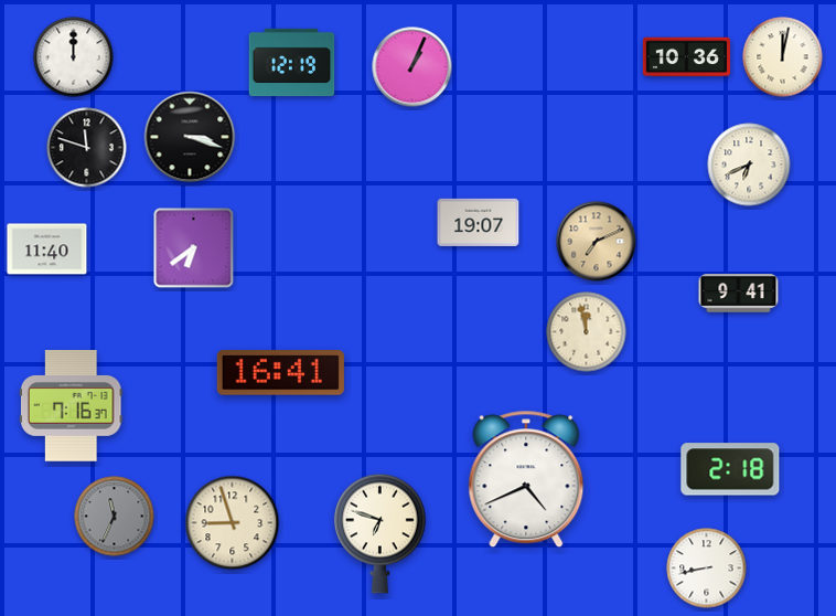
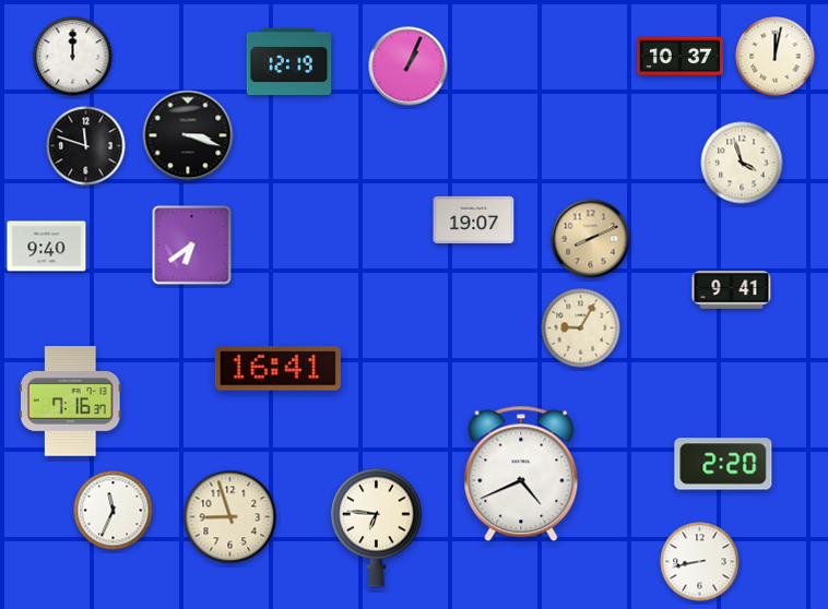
clock at (686, 57): 10:36 -> 10:37
clock at (749, 164): 6:41 -> 3:57
clock at (597, 242): 7:11 -> 8:11
clock at (47, 249): 11:40 -> 9:40
clock at (587, 332): 11:58 -> 9:05
clock at (730, 469): 2:18 -> 2:20
clock at (115, 517) dial: grey -> white
clock at (381, 533): 6:48 -> 6:46
